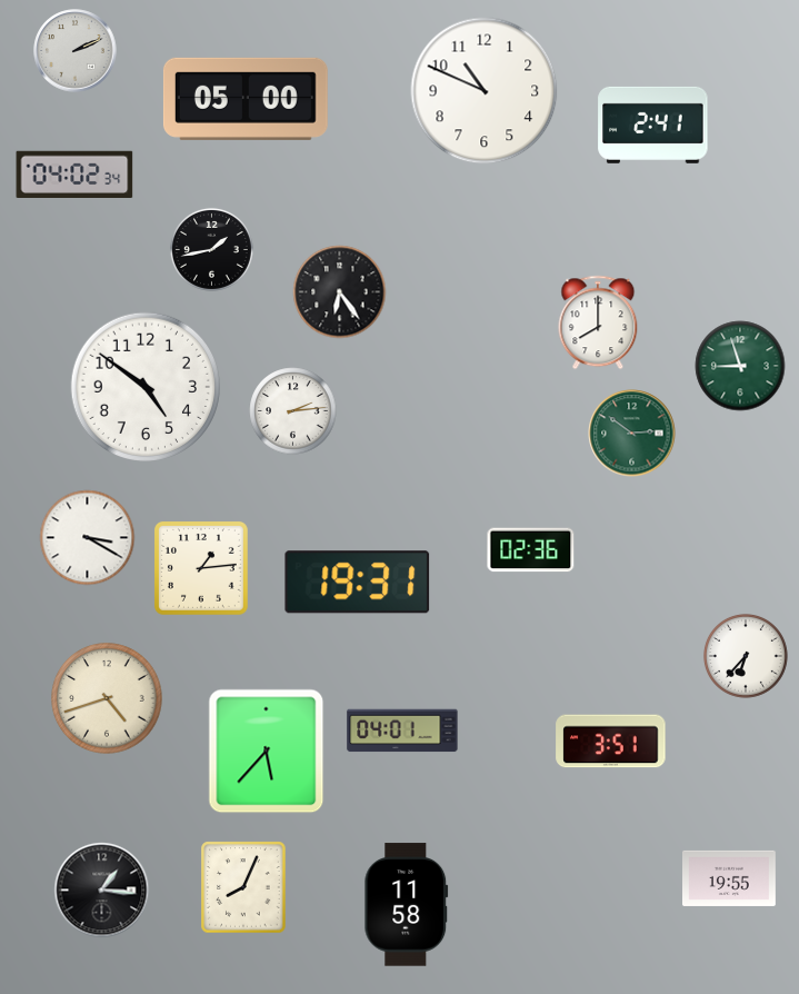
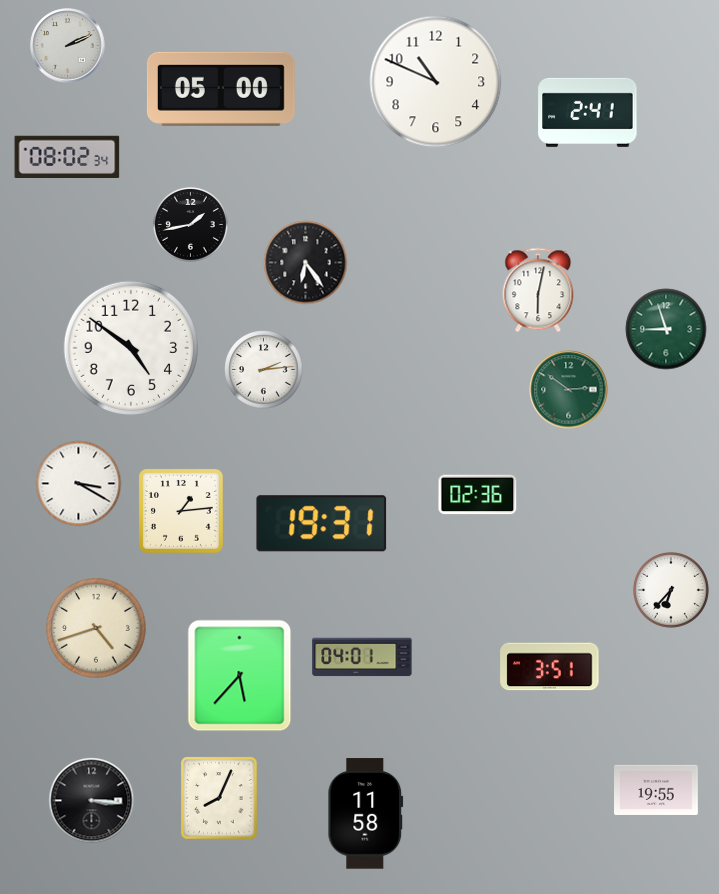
clock at (74, 173): 04:02 -> 08:02
clock at (598, 322): 8:00 -> 6:02
clock at (102, 891): 1:16 -> 3:16
